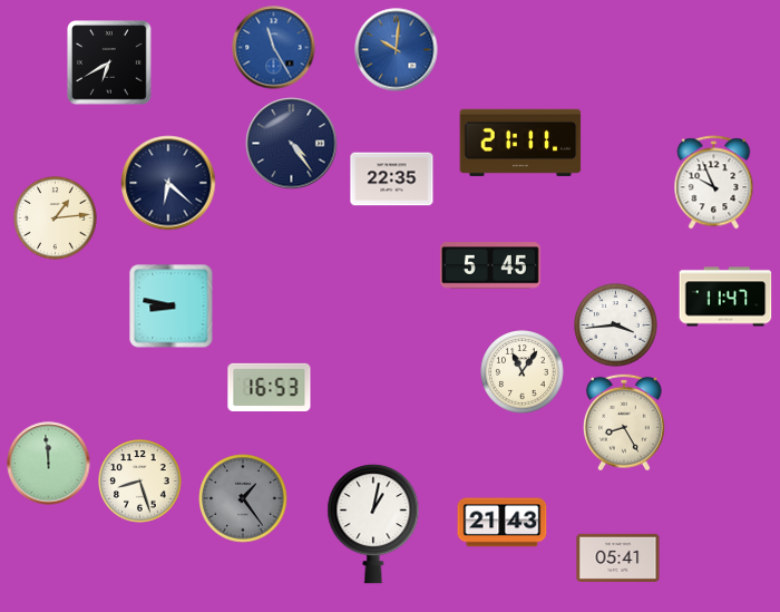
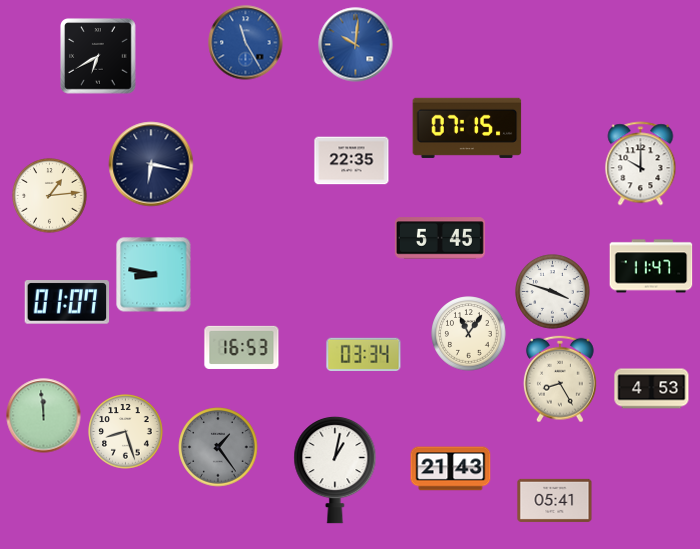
clock at (520, 143): 21:11 -> 07:15
clock at (292, 144): 4:24 -> none
clock at (168, 183): 6:22 -> 6:17
clock at (714, 183): 9:56 -> 10:00
clock at (616, 326): 3:44 -> 3:48
clock at (67, 302): none -> 01:07
clock at (364, 354): none -> 03:34
clock at (652, 389): none -> 4:53
